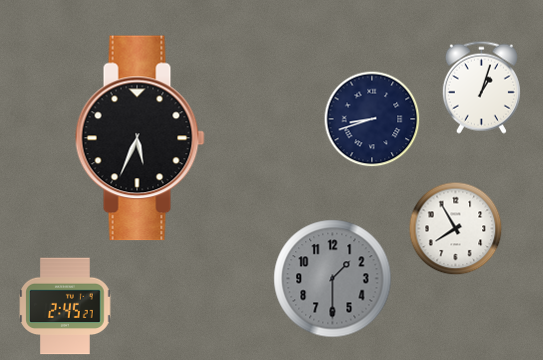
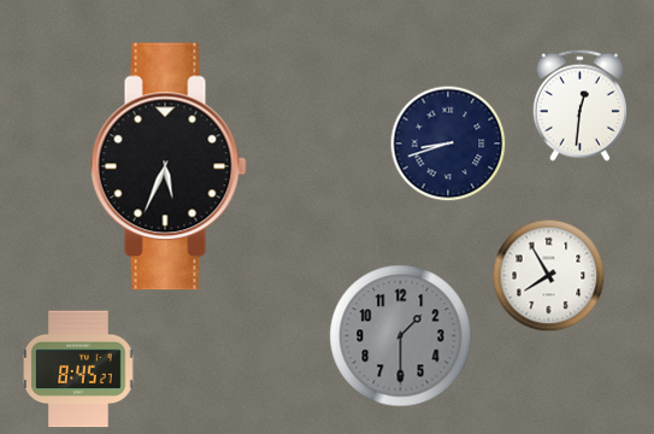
clock at (481, 87): 1:03 -> 12:31
clock at (65, 306): 2:45 -> 8:45
